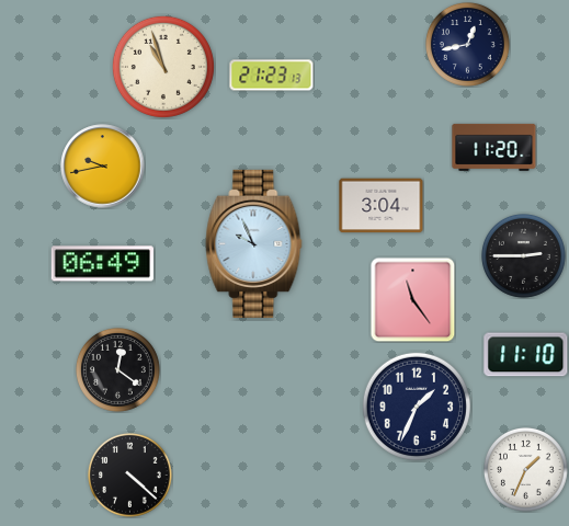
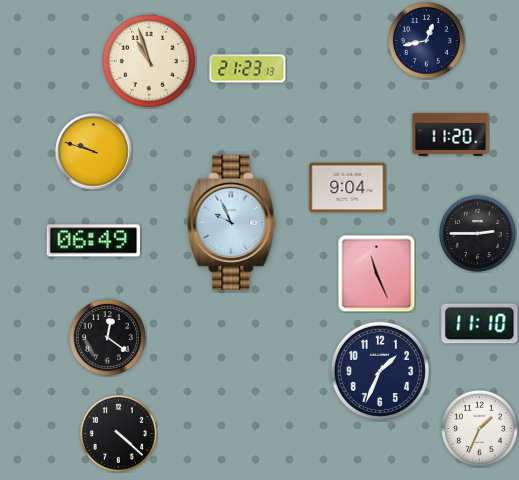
clock at (103, 167): 9:43 -> 9:48
clock at (382, 206): 3:04 -> 9:04
clock at (412, 299): 11:24 -> 11:26
